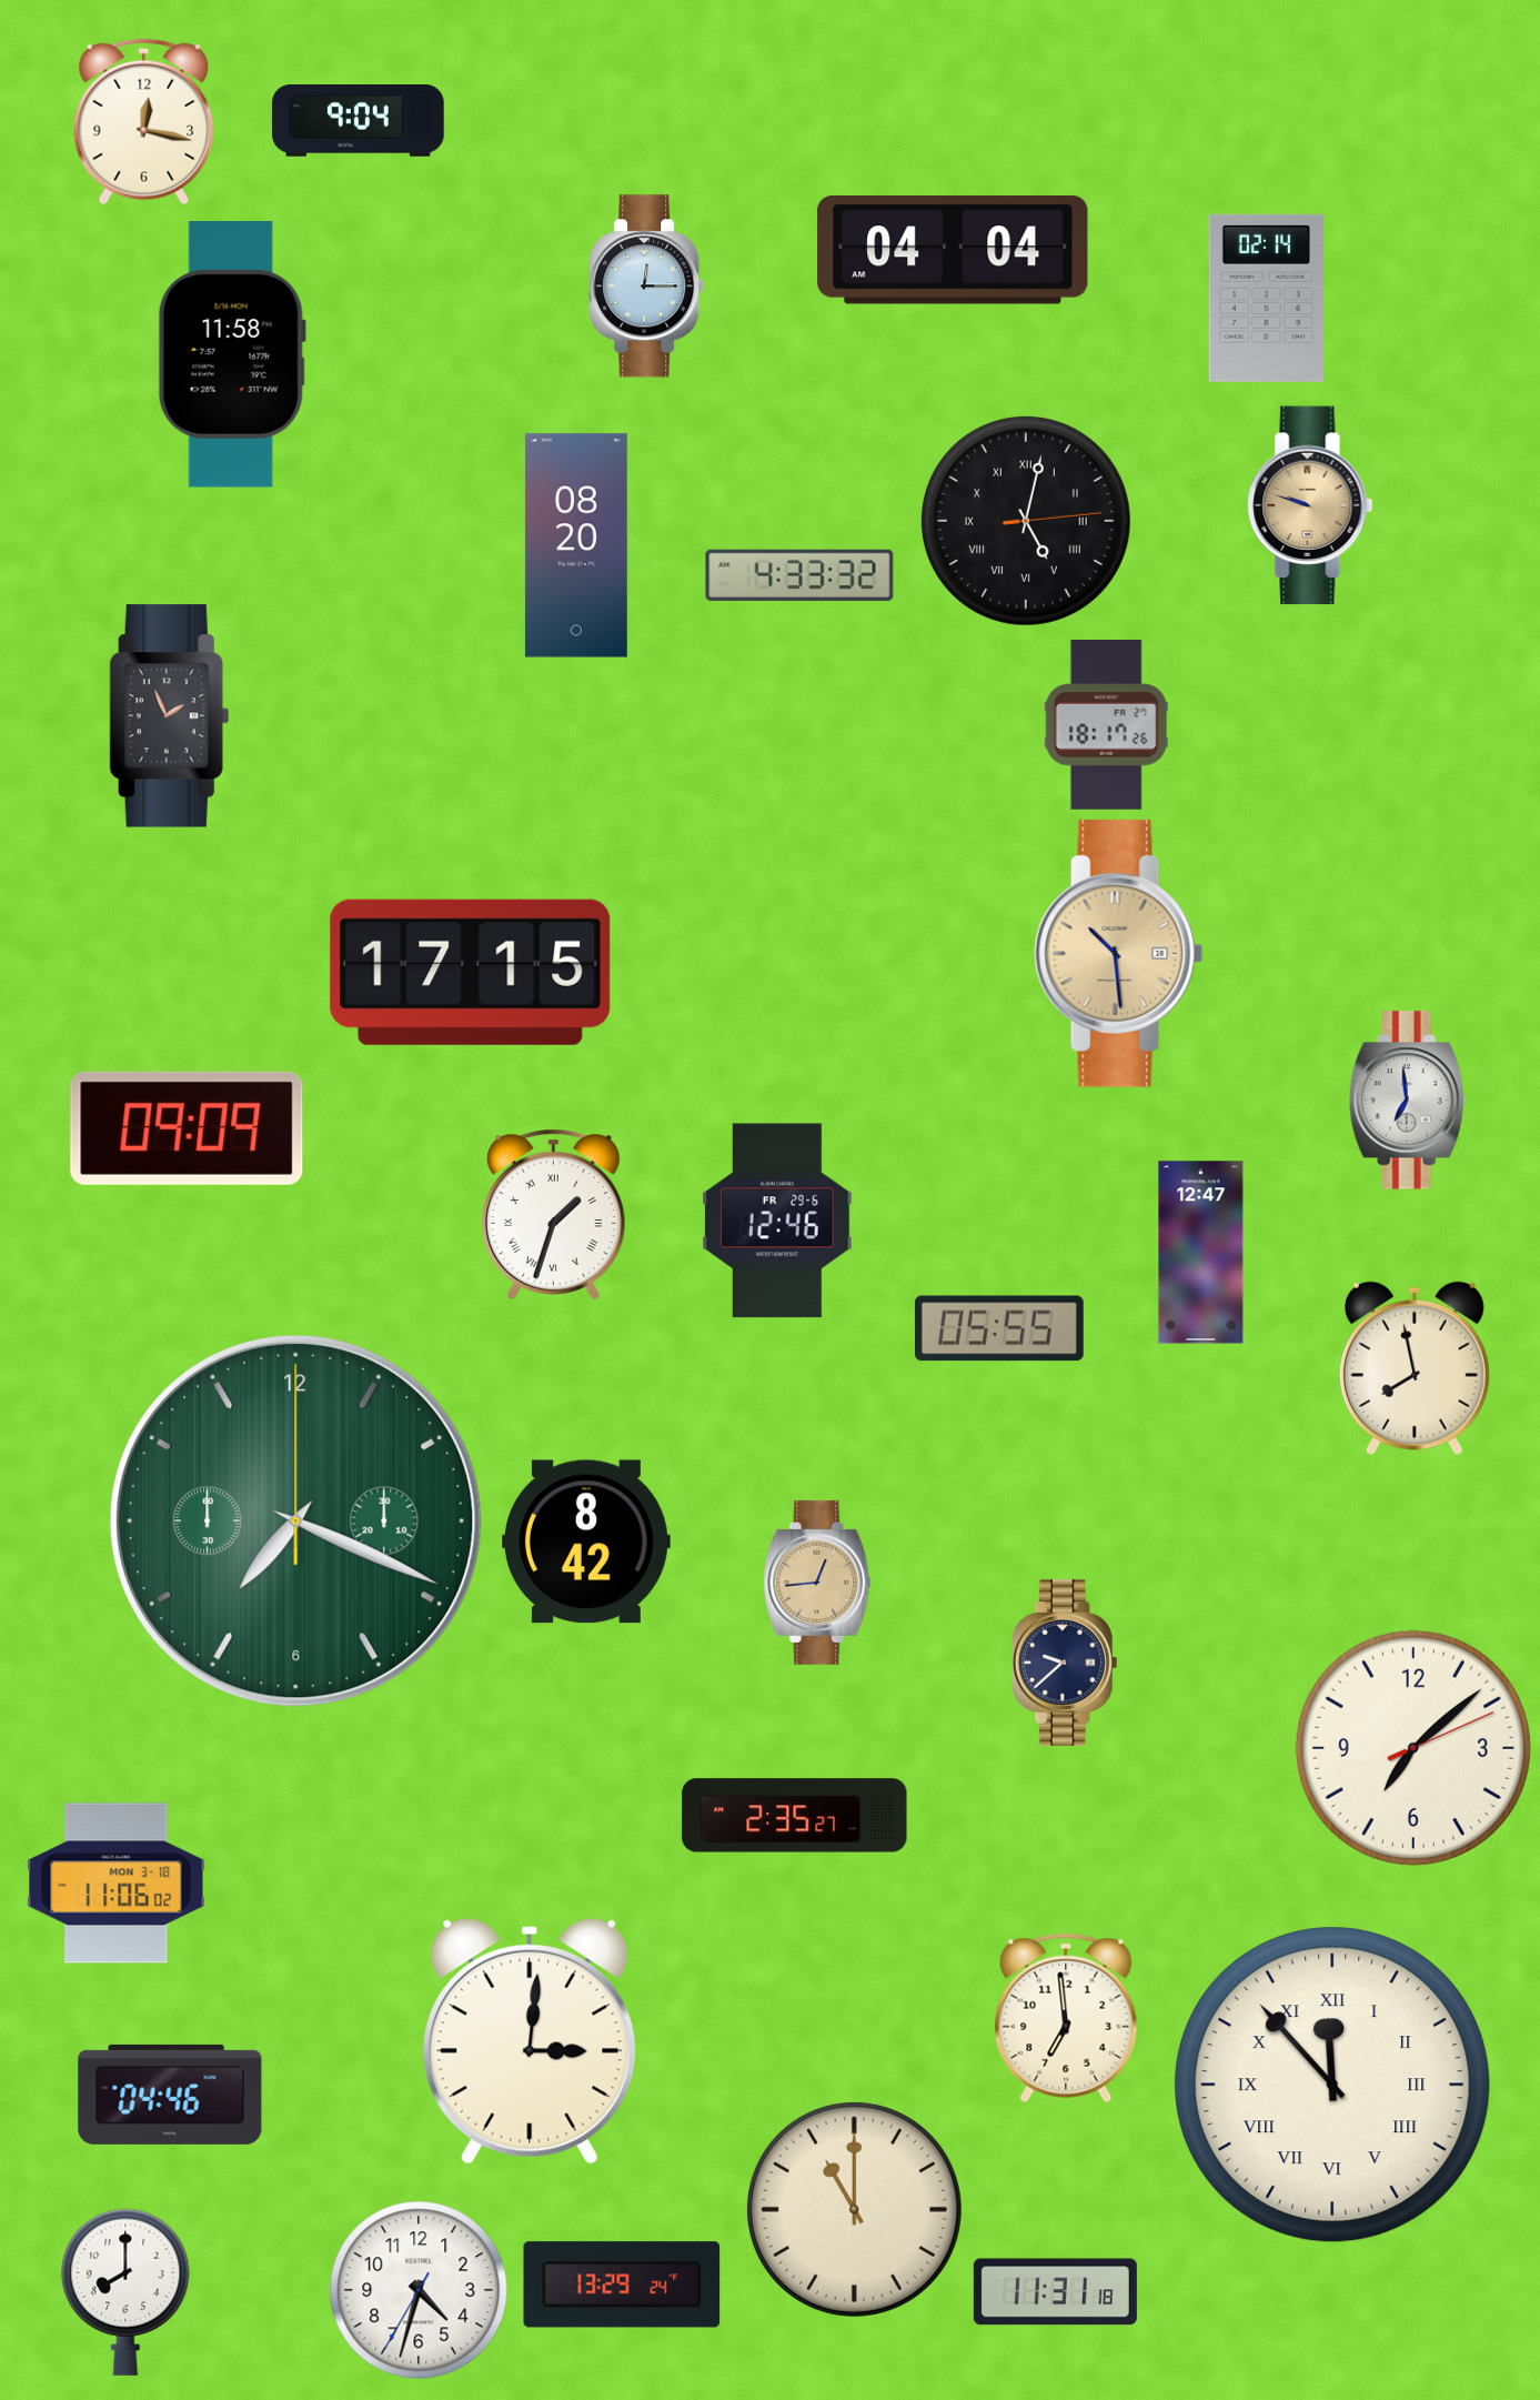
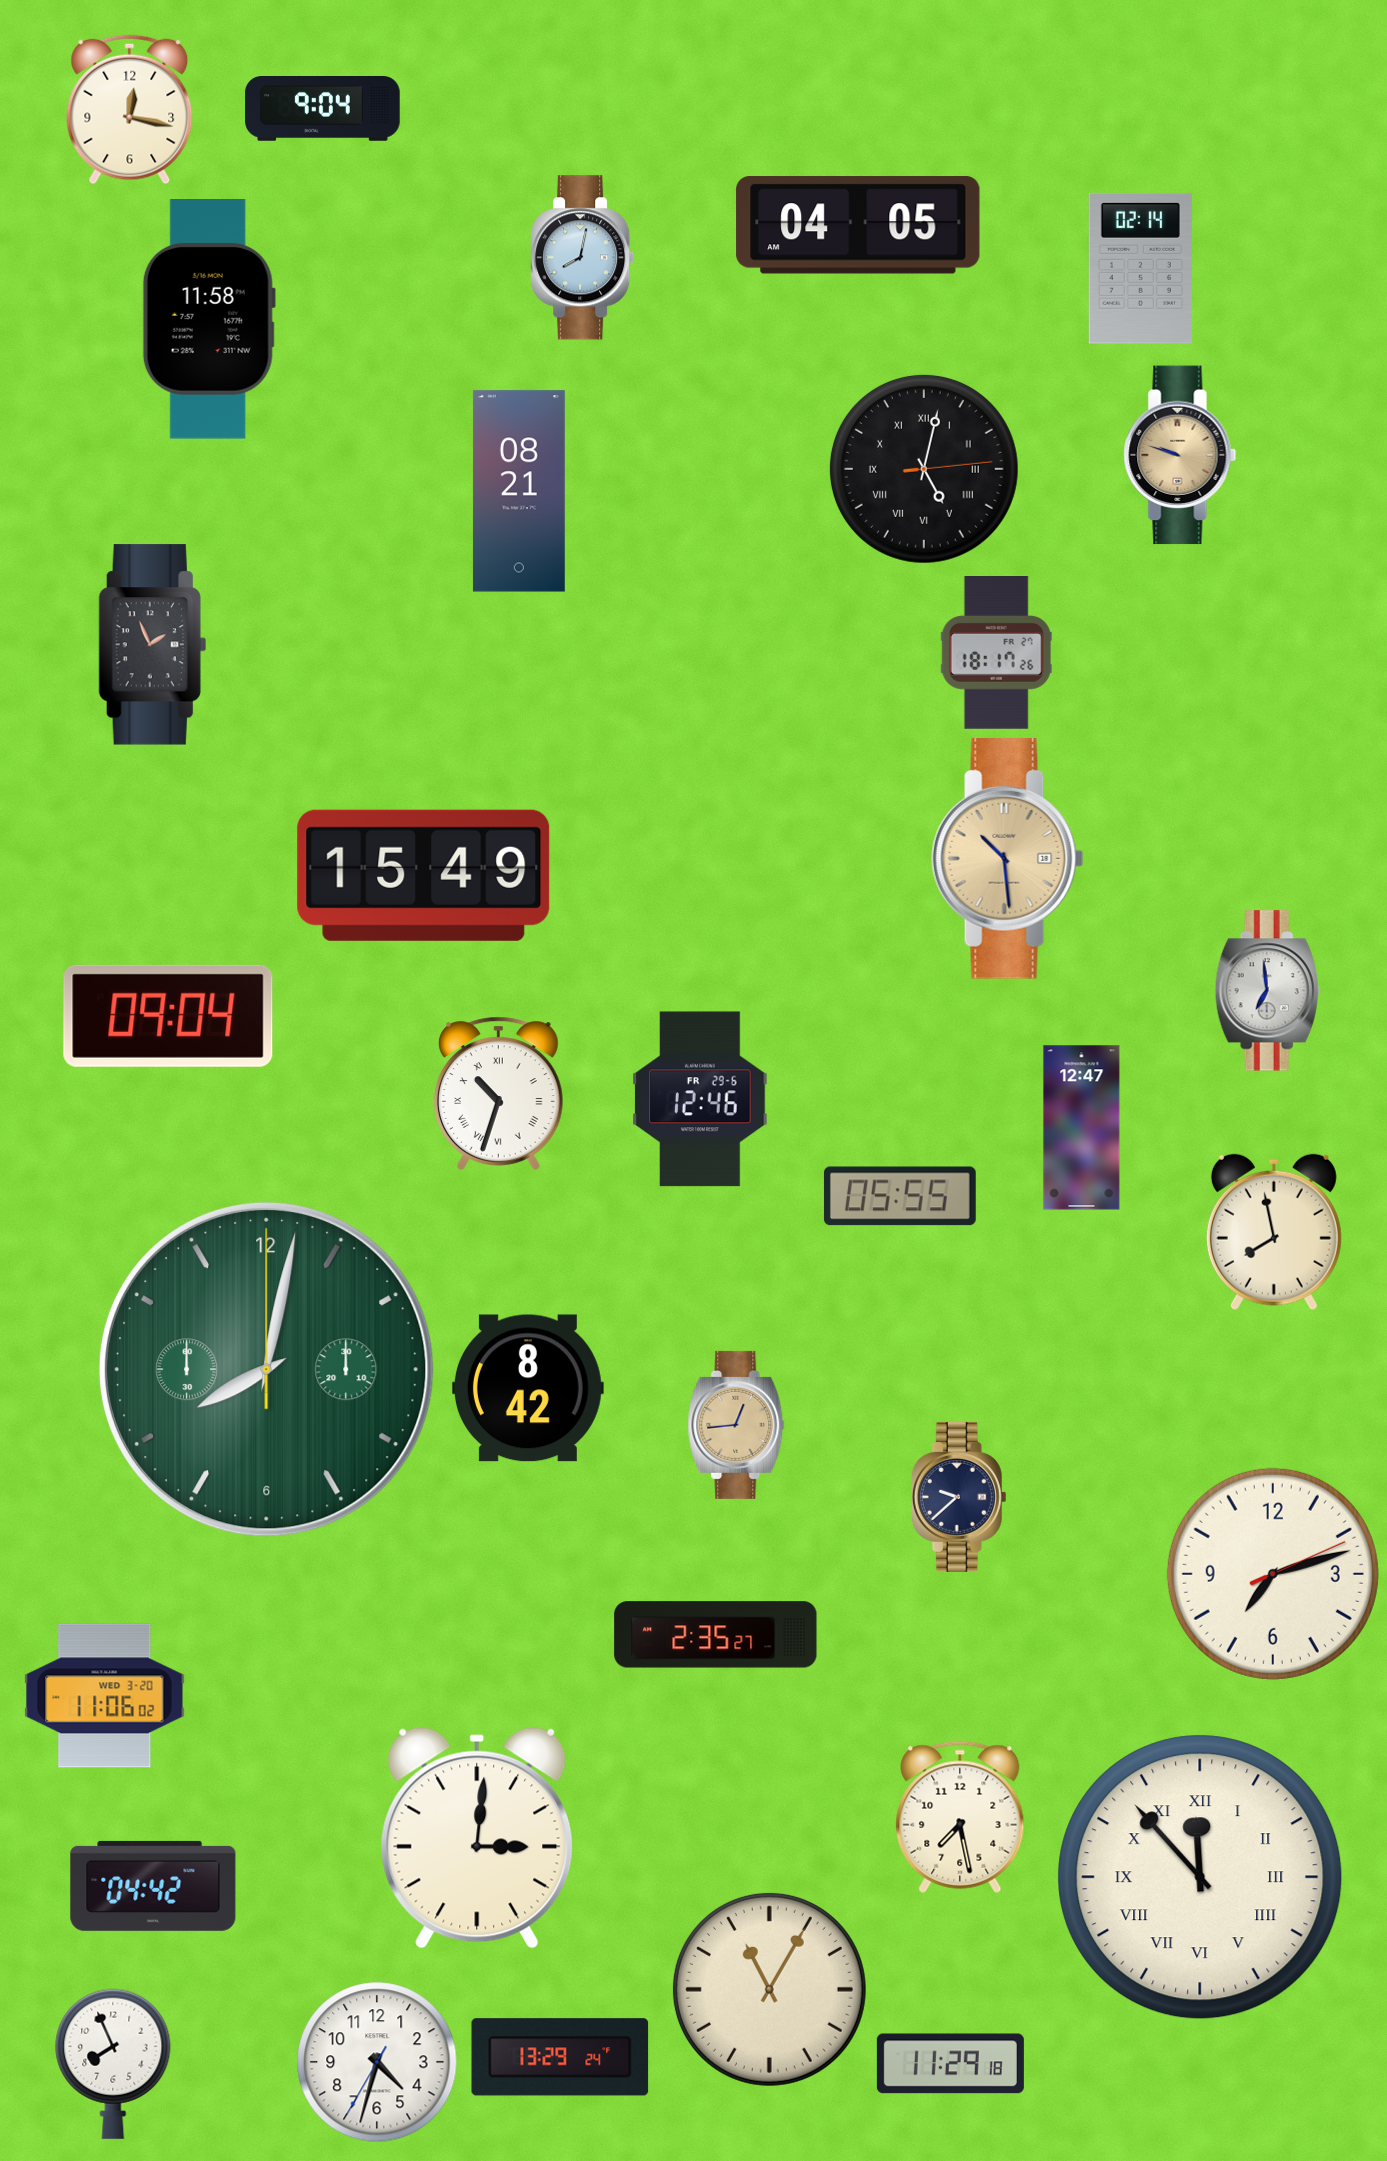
clock at (953, 250): 04:04 -> 04:05
clock at (647, 287): 12:15 -> 8:02
clock at (576, 545): 08:20 -> 08:21
clock at (799, 575): 4:33 -> none
clock at (471, 972): 17:15 -> 15:49
clock at (187, 1128): 09:09 -> 09:04
clock at (553, 1214): 1:33 -> 10:33
clock at (295, 1520): 7:19 -> 8:02
clock at (1413, 1748): 7:08 -> 7:12
clock at (117, 1884) date: MON 3-18 -> WED 3-20
clock at (1066, 2018): 6:59 -> 7:28
clock at (170, 2095): 04:46 -> 04:42
clock at (854, 2209): 11:00 -> 11:05
clock at (125, 2292): 8:00 -> 7:56
clock at (1055, 2292): 11:31 -> 11:29
